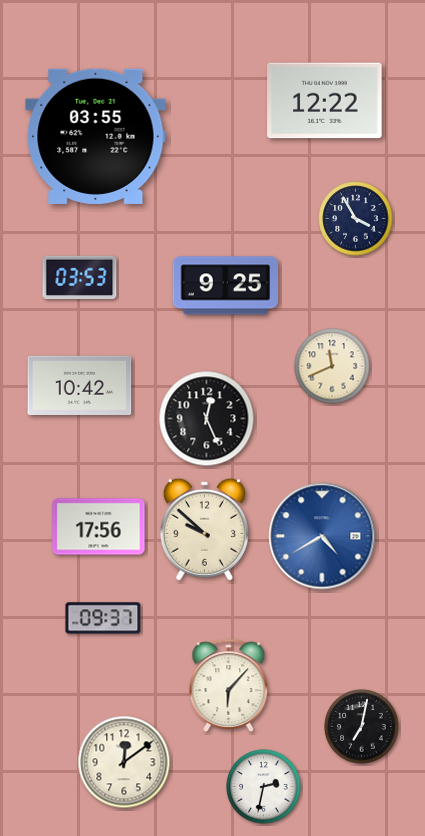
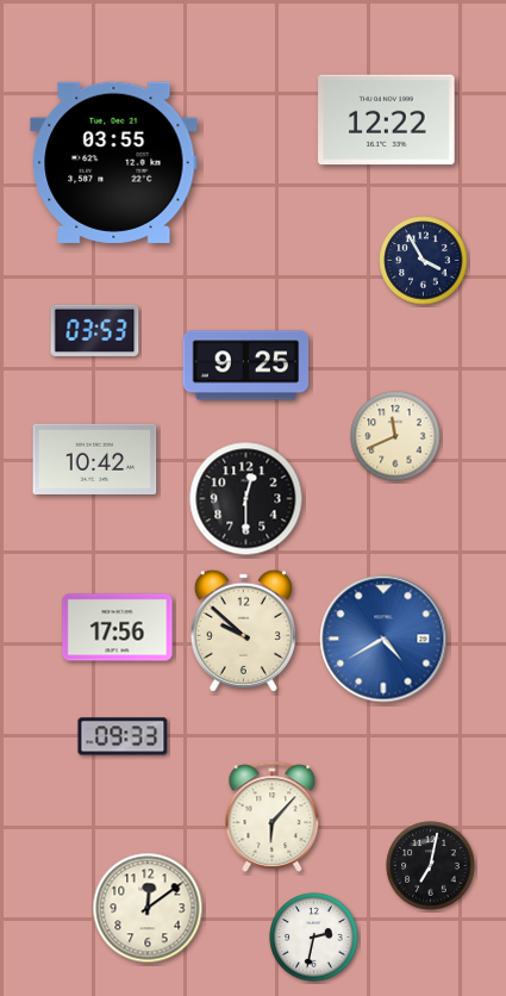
clock at (226, 286) position: (226, 286) -> (246, 366)
clock at (207, 419): 12:26 -> 12:30
clock at (103, 618): 09:37 -> 09:33
